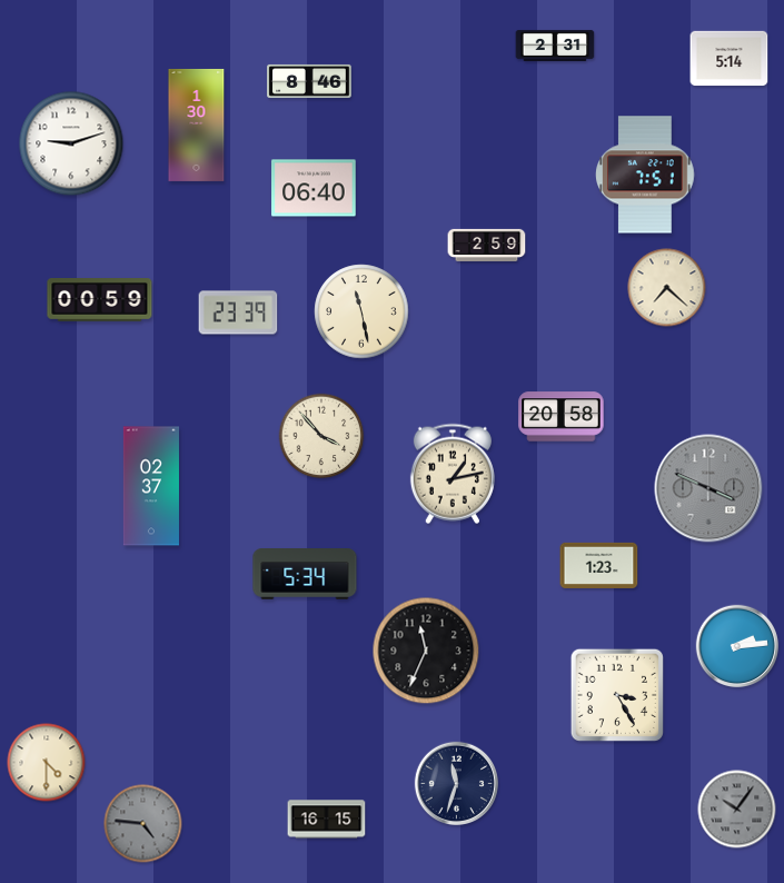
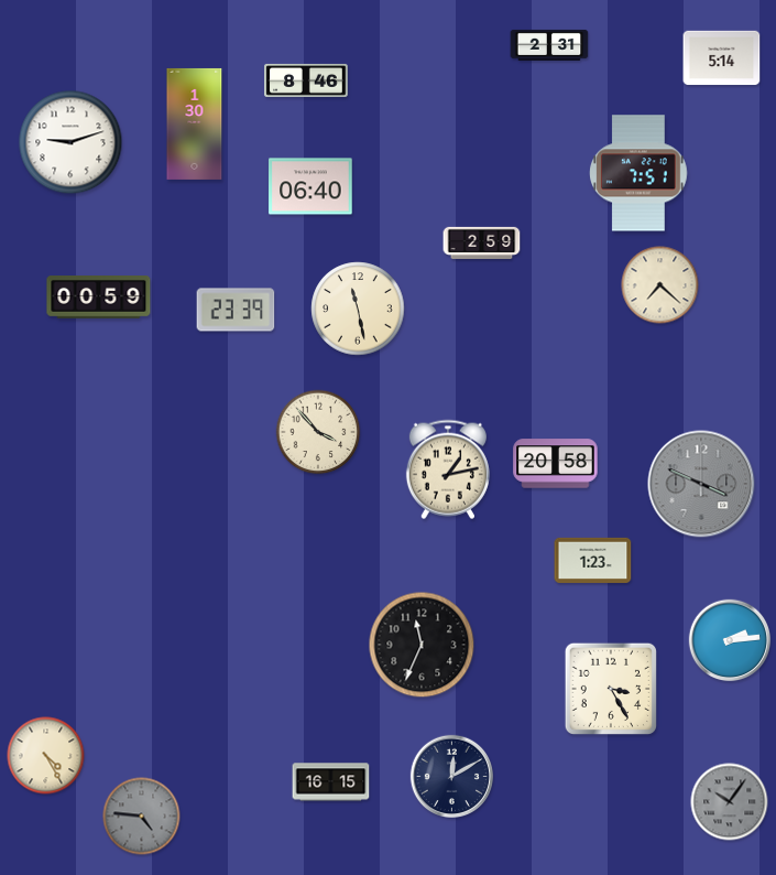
clock at (562, 417) position: (562, 417) -> (556, 464)
clock at (151, 486): 02:37 -> none
clock at (305, 575): 5:34 -> none
clock at (47, 763): 4:30 -> 4:25
clock at (456, 783): 11:33 -> 12:10
clock at (327, 820) position: (327, 820) -> (331, 782)
